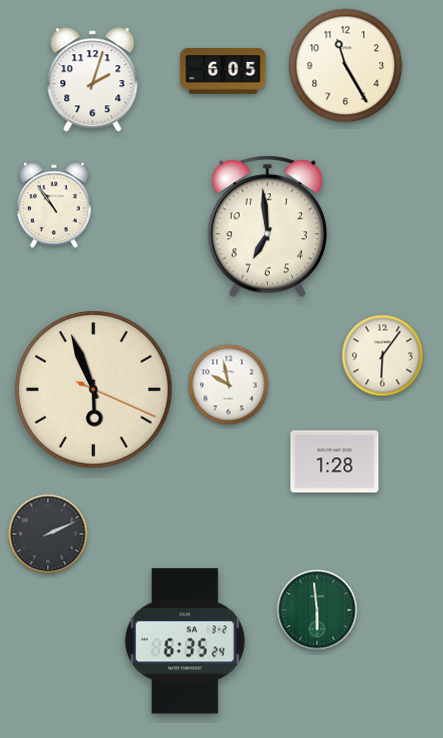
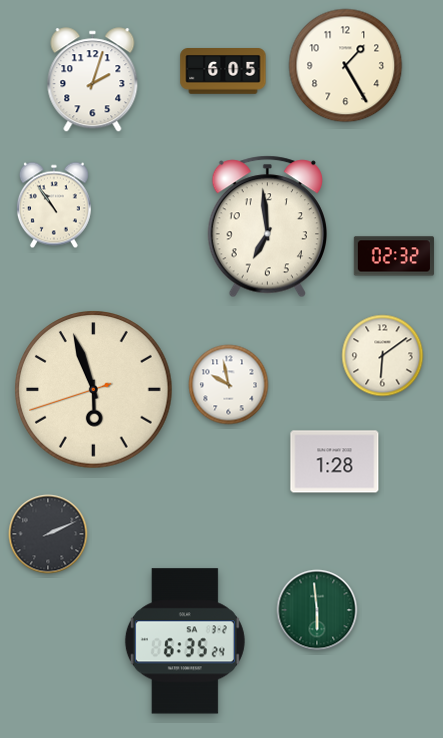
clock at (346, 66): 11:25 -> 1:25
clock at (394, 256): none -> 02:32
clock at (383, 356): 6:06 -> 6:09
clock at (94, 390): 5:56:19 -> 5:56:42
